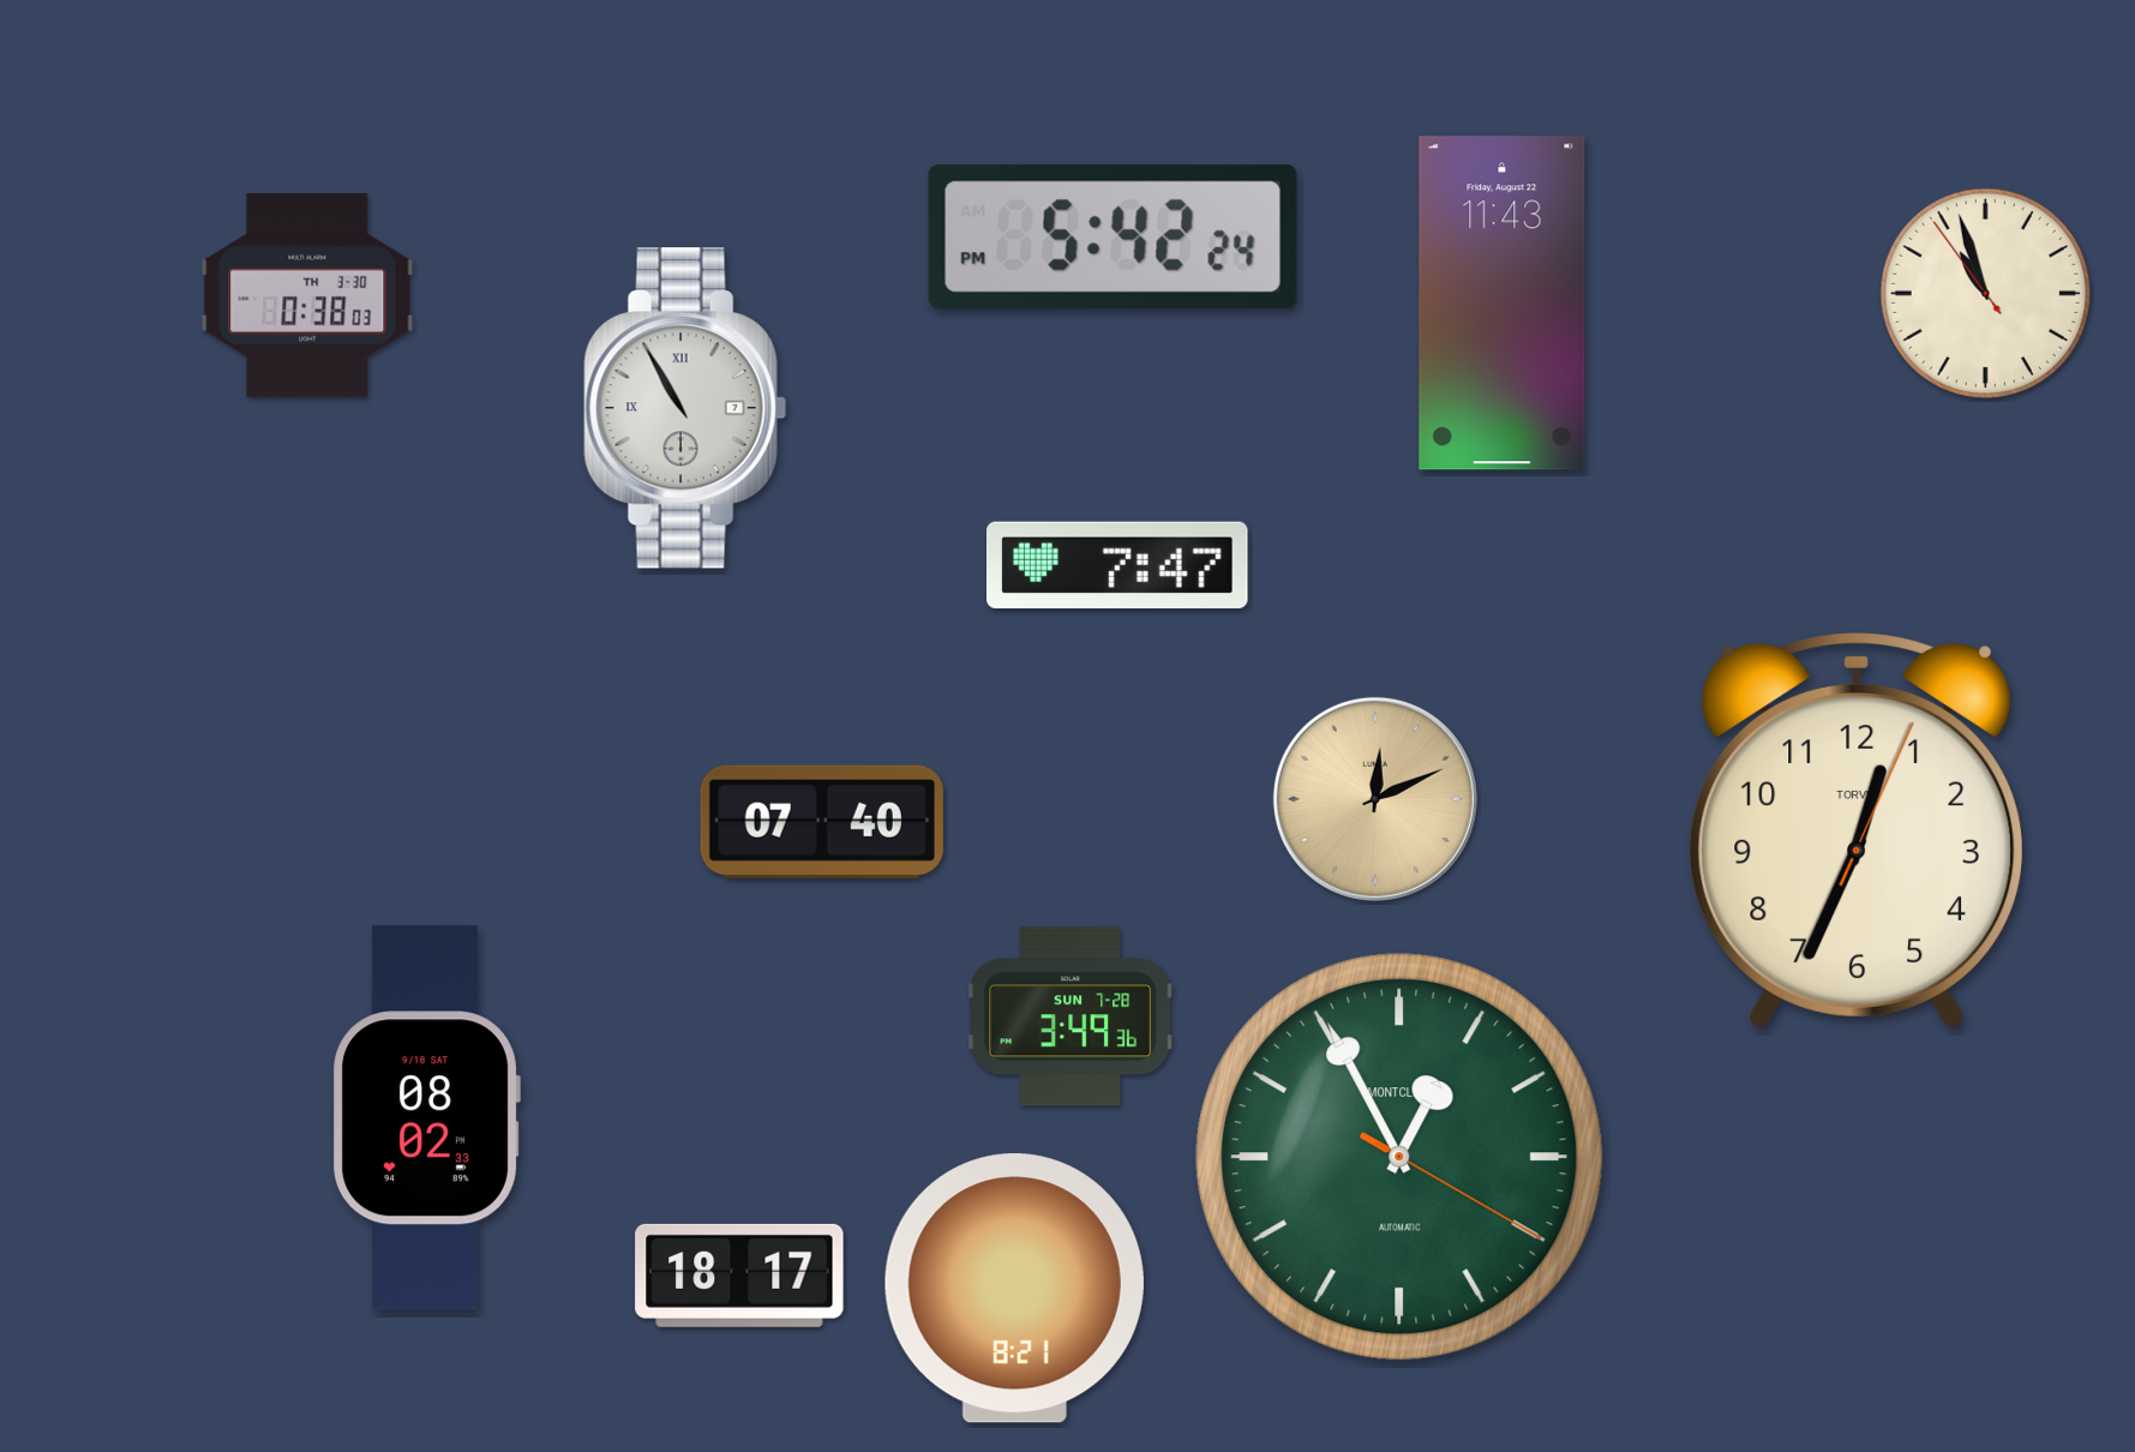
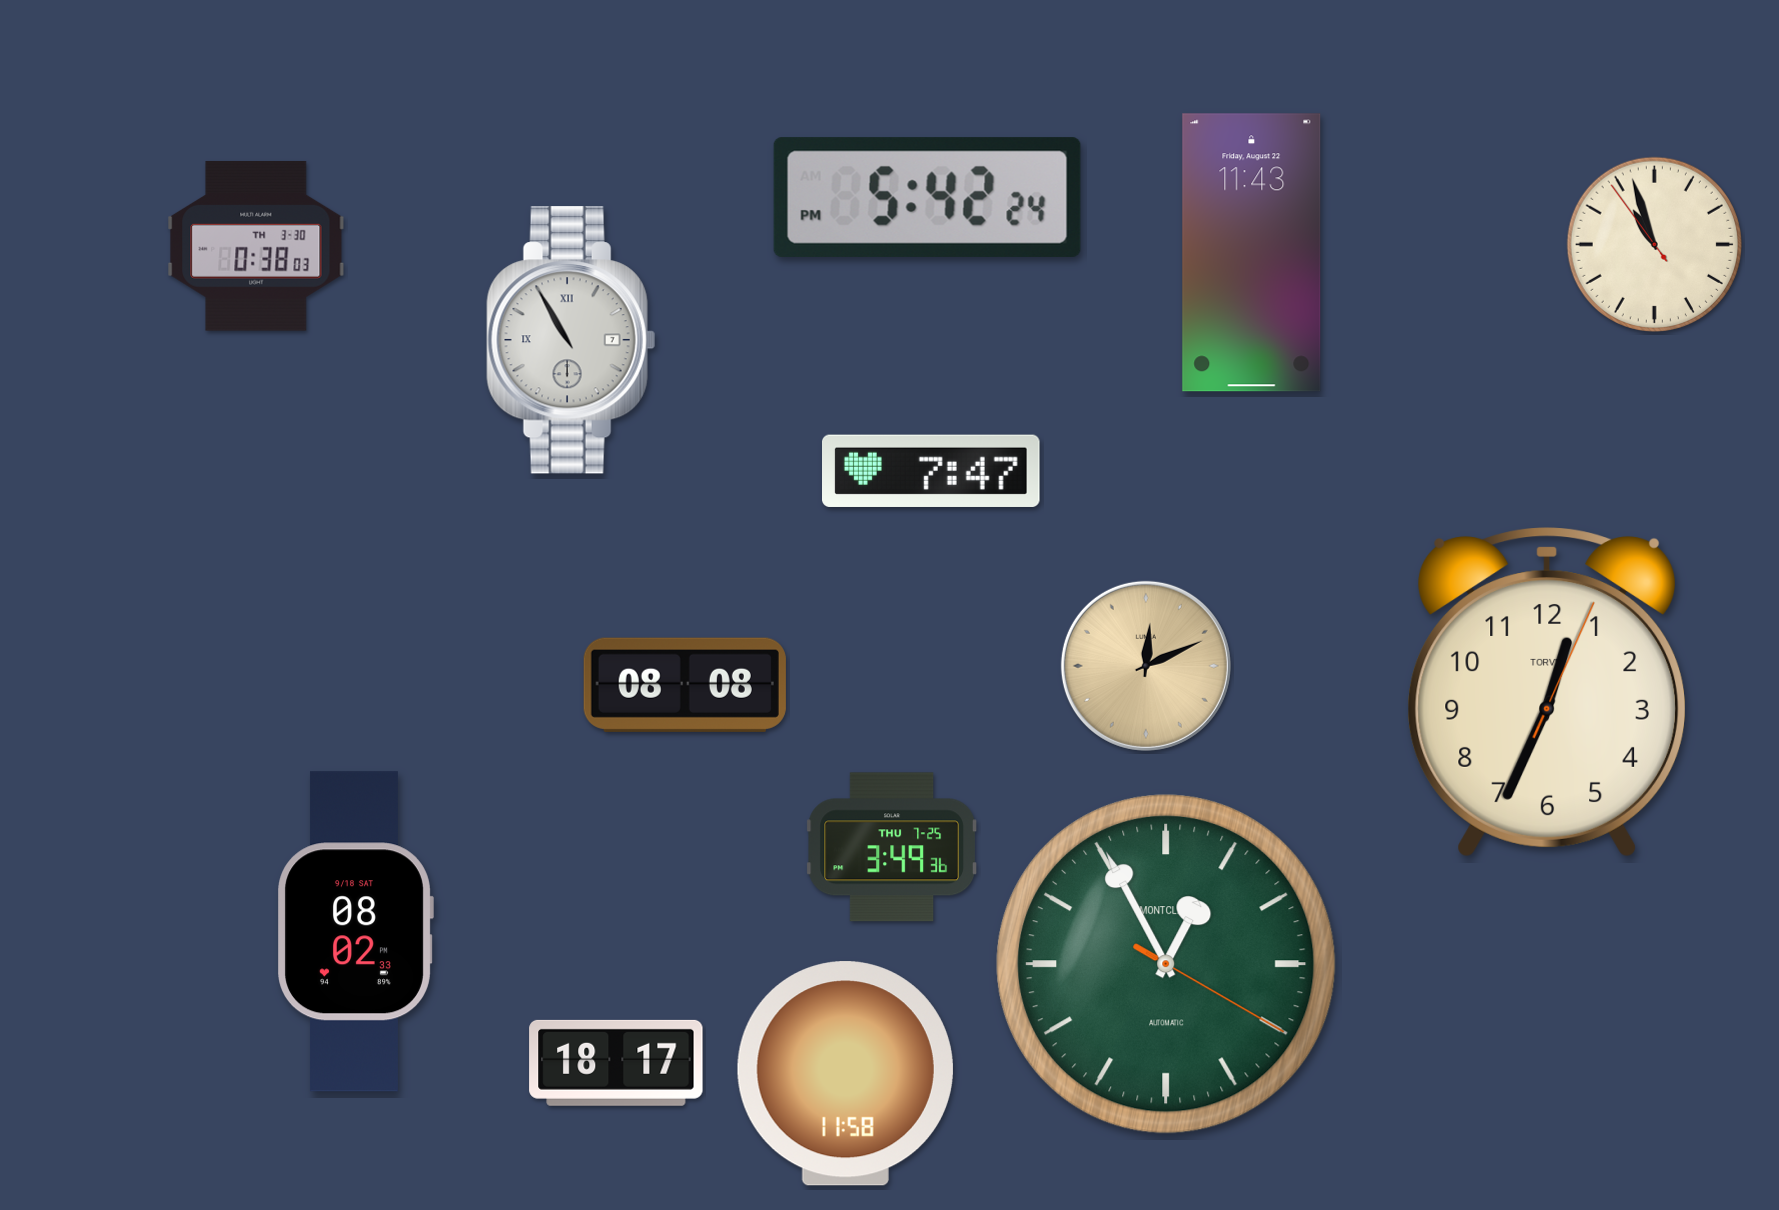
clock at (822, 822): 07:40 -> 08:08
clock at (1069, 1016) date: SUN 7-28 -> THU 7-25
clock at (1014, 1289): 8:21 -> 11:58
